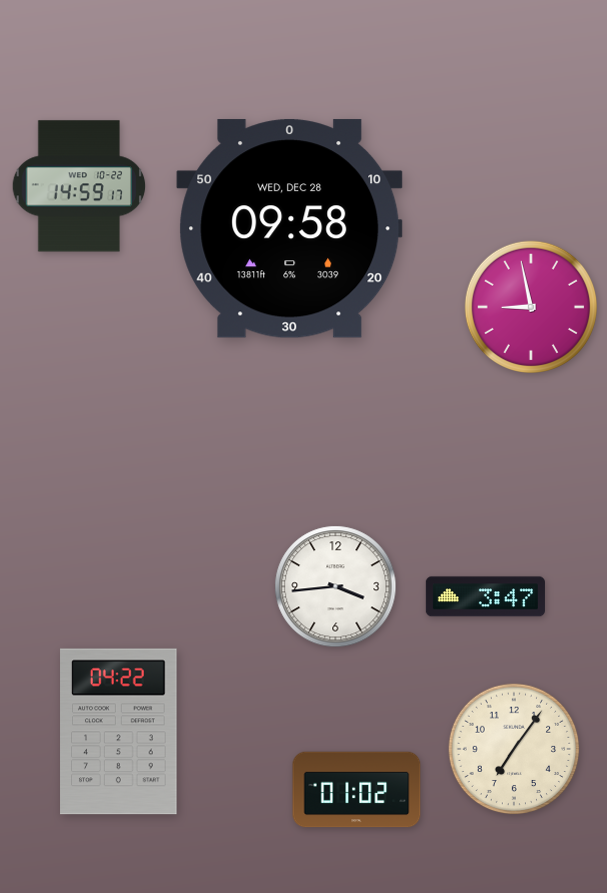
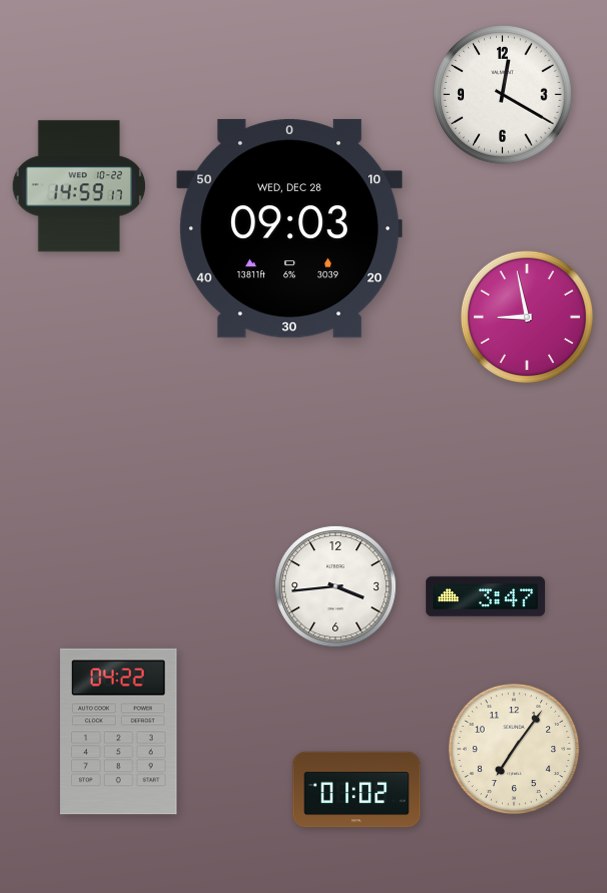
clock at (503, 95): none -> 12:20
clock at (290, 229): 09:58 -> 09:03
clock at (530, 306) position: (530, 306) -> (526, 316)
